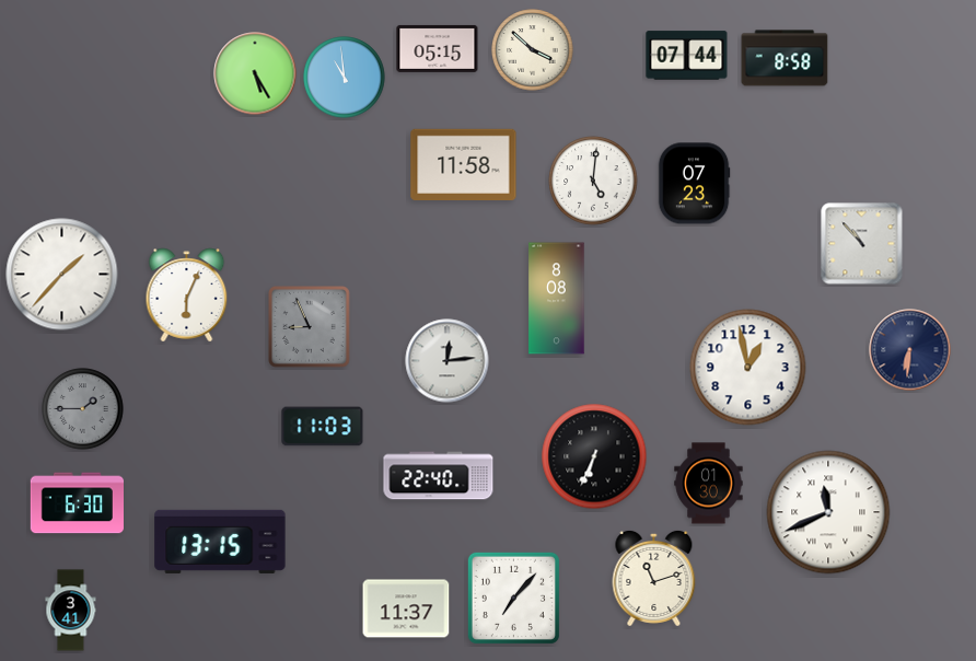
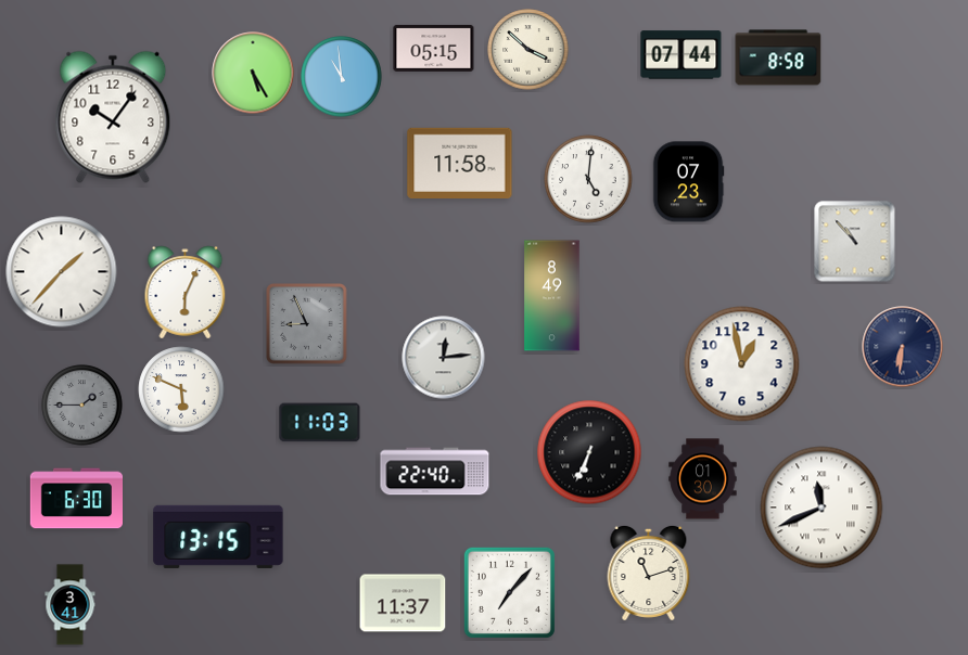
clock at (113, 117): none -> 10:06
clock at (557, 299): 8:08 -> 8:49
clock at (181, 389): none -> 5:49
